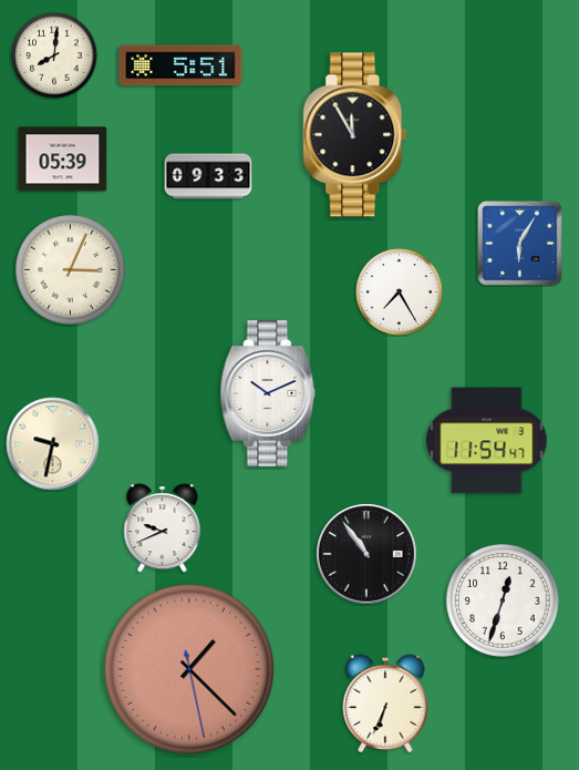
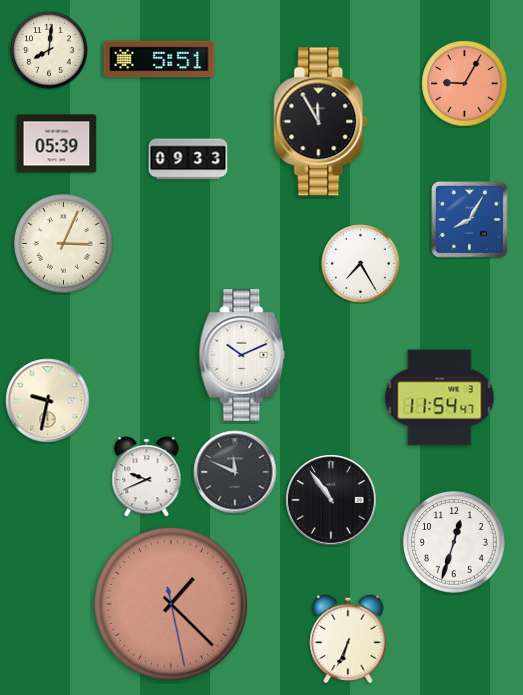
clock at (180, 65) position: (180, 65) -> (159, 59)
clock at (465, 84): none -> 9:05
clock at (520, 244): 6:05 -> 8:05
clock at (235, 472): none -> 11:49
clock at (385, 704) position: (385, 704) -> (348, 639)
